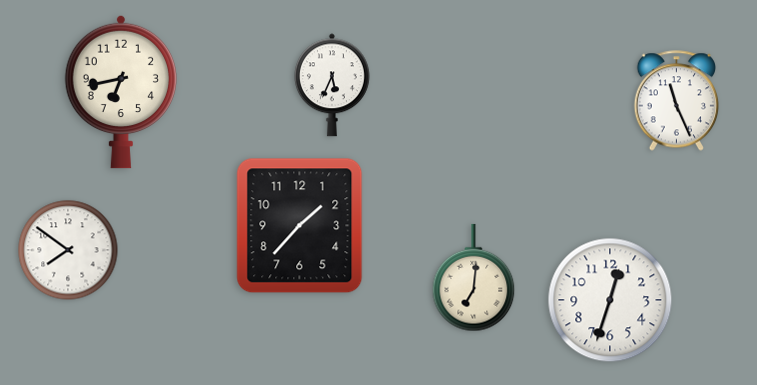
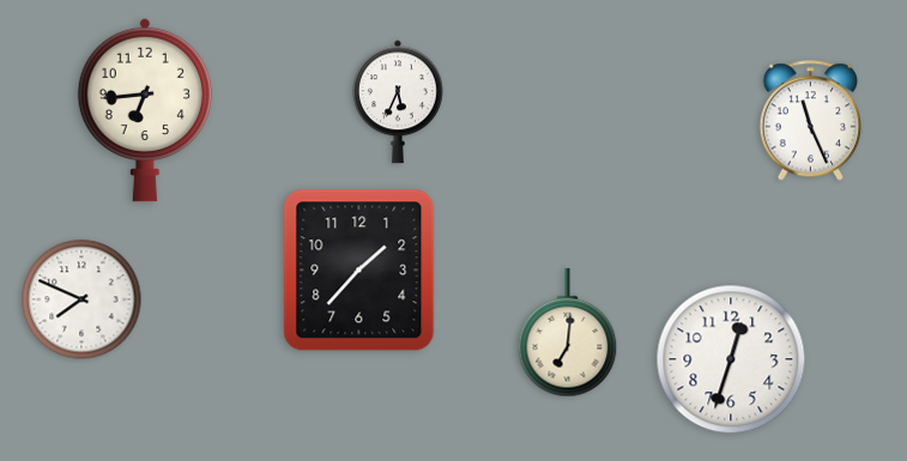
clock at (120, 92): 6:43 -> 6:44
clock at (68, 250): 7:51 -> 7:49
